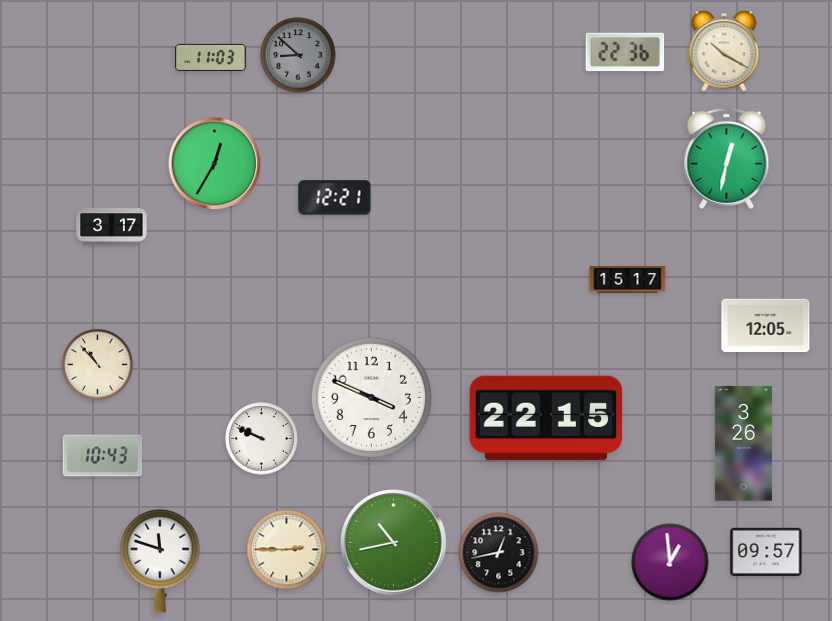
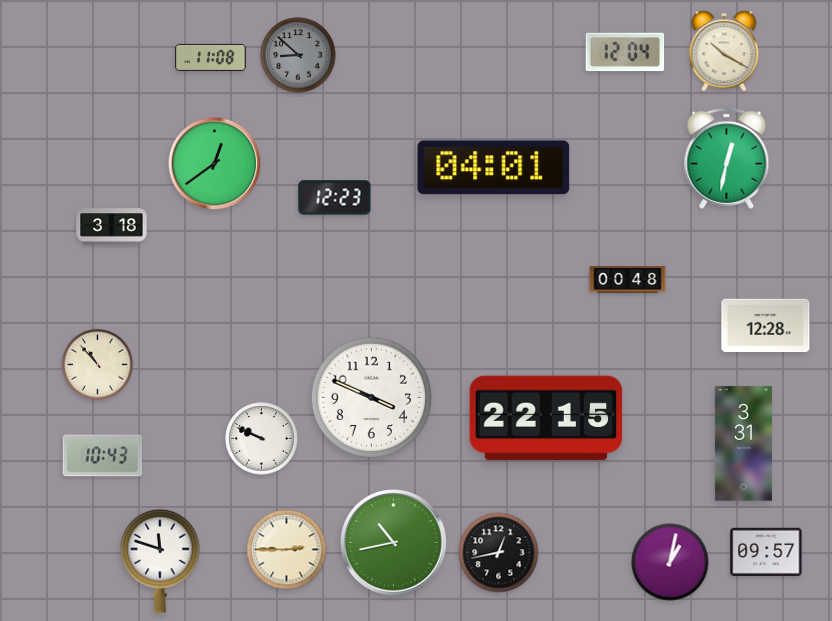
clock at (625, 52): 22:36 -> 12:04
clock at (211, 57): 11:03 -> 11:08
clock at (215, 164): 12:35 -> 12:39
clock at (494, 168): none -> 04:01
clock at (335, 198): 12:21 -> 12:23
clock at (112, 227): 3:17 -> 3:18
clock at (628, 280): 15:17 -> 00:48
clock at (766, 326): 12:05 -> 12:28
clock at (743, 444): 3:26 -> 3:31
clock at (670, 562): 12:59 -> 1:02
